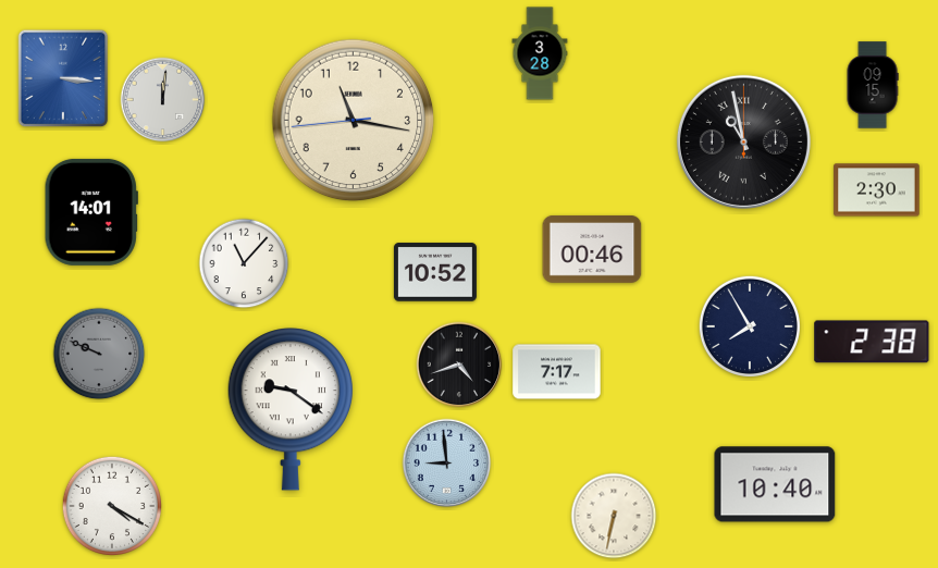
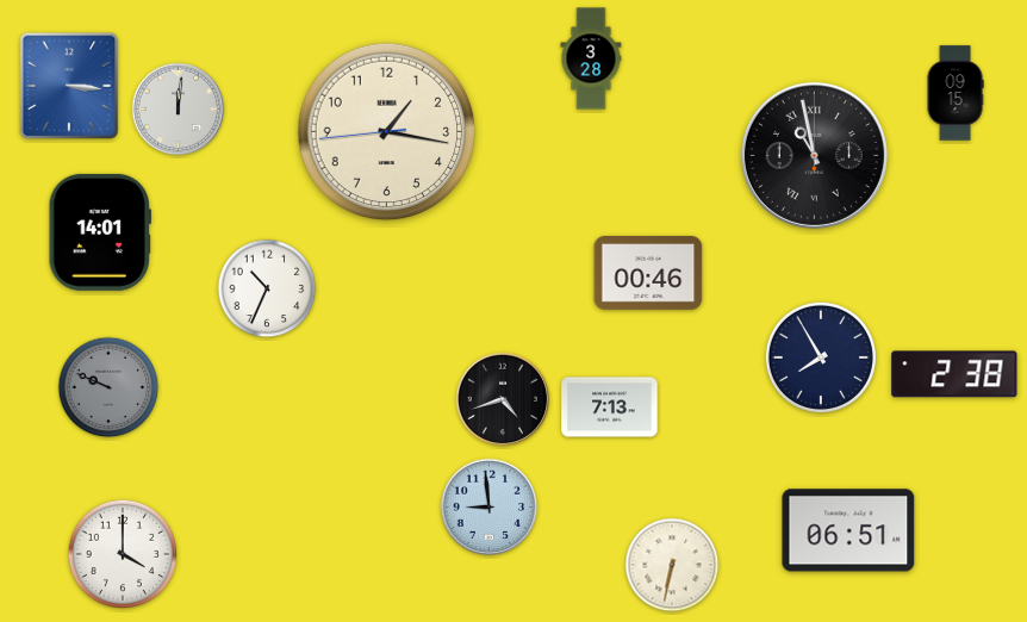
clock at (354, 121): 11:16 -> 1:16
clock at (877, 190): 2:30 -> none
clock at (244, 263): 11:07 -> 10:34
clock at (435, 272): 10:52 -> none
clock at (557, 372): 7:17 -> 7:13
clock at (289, 409): 9:21 -> none
clock at (775, 484): 10:40 -> 06:51
clock at (111, 505): 4:20 -> 4:00
